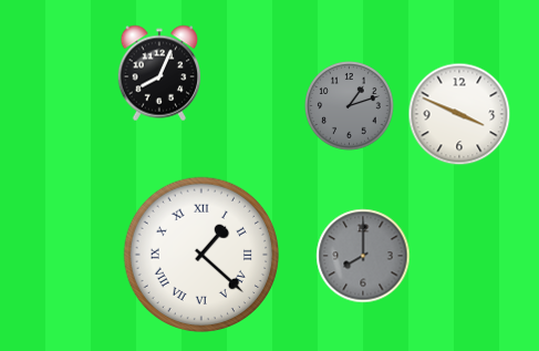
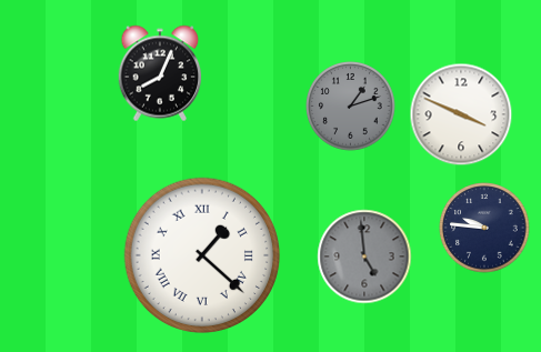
clock at (484, 228): none -> 9:46
clock at (363, 256): 8:00 -> 4:59
